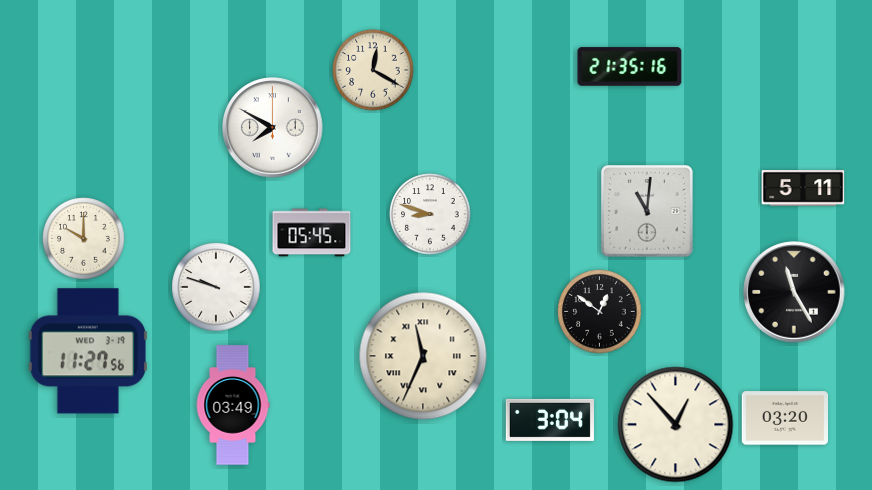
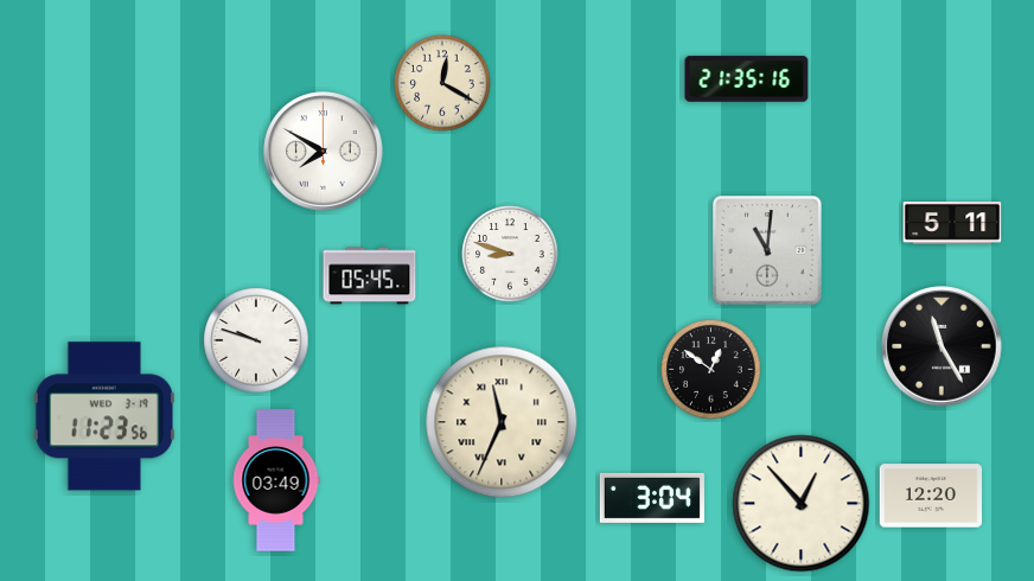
clock at (84, 239): 10:00 -> none
clock at (87, 351): 11:27 -> 11:23
clock at (784, 418): 03:20 -> 12:20
